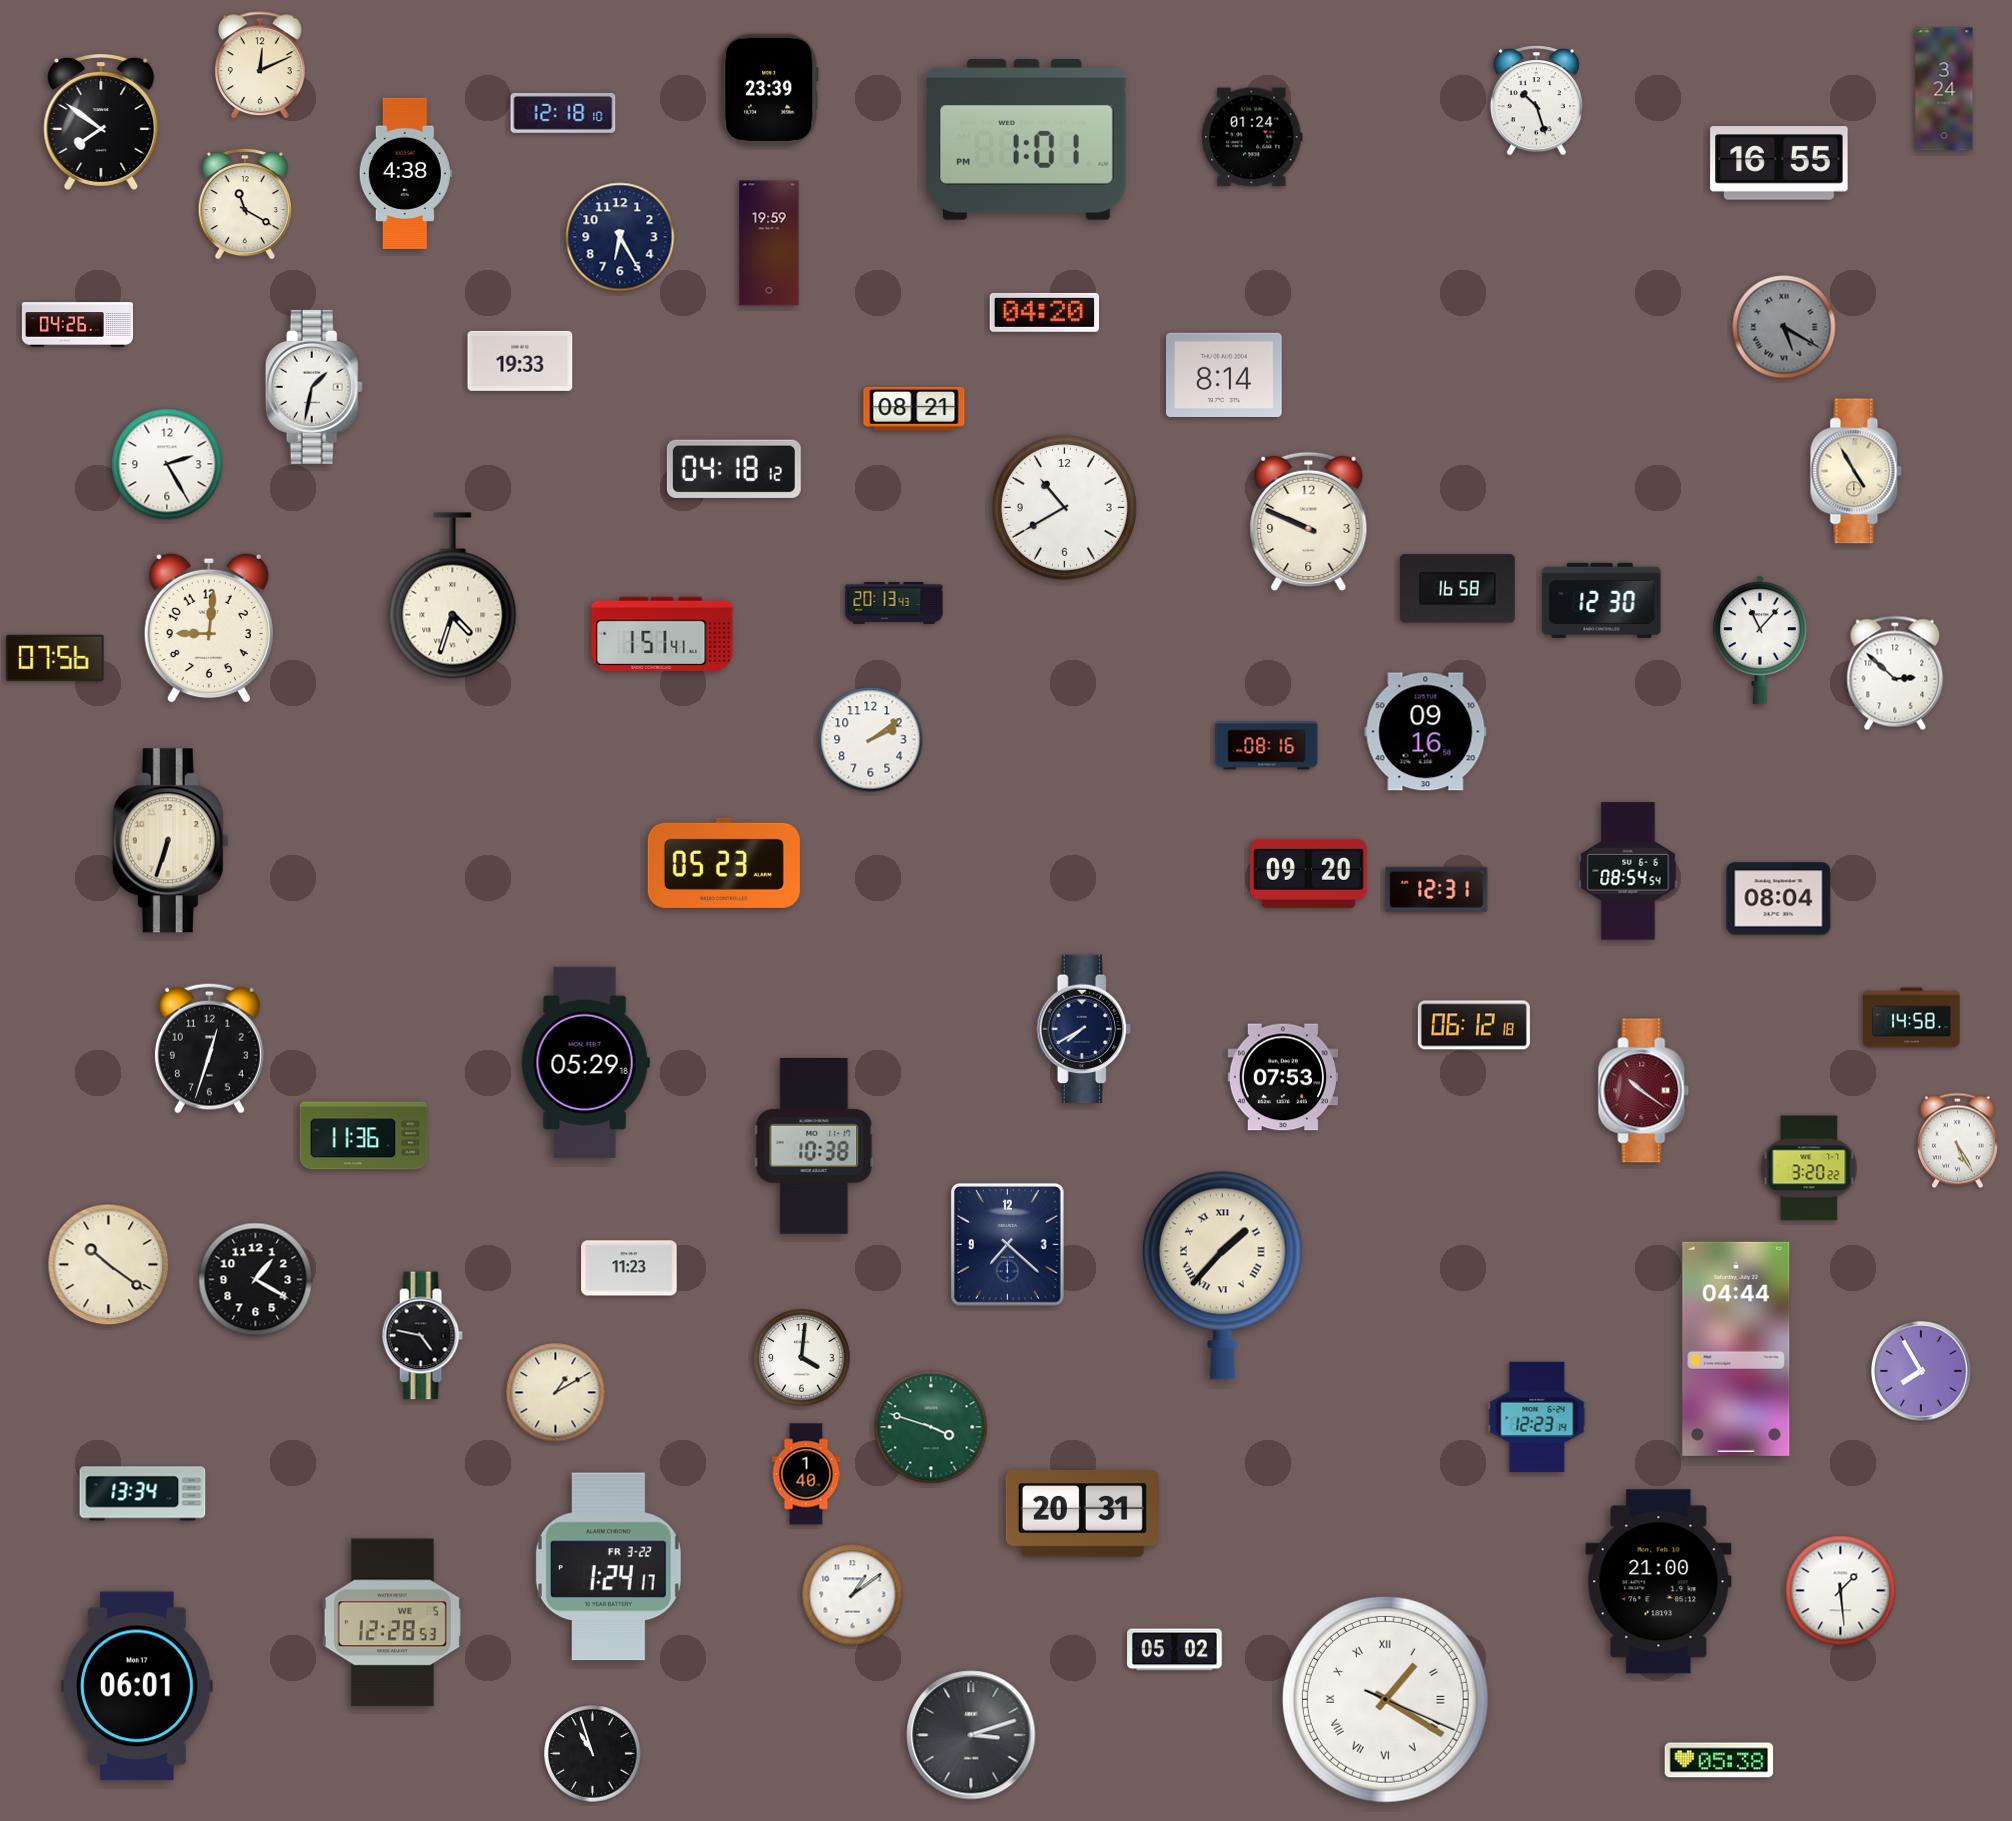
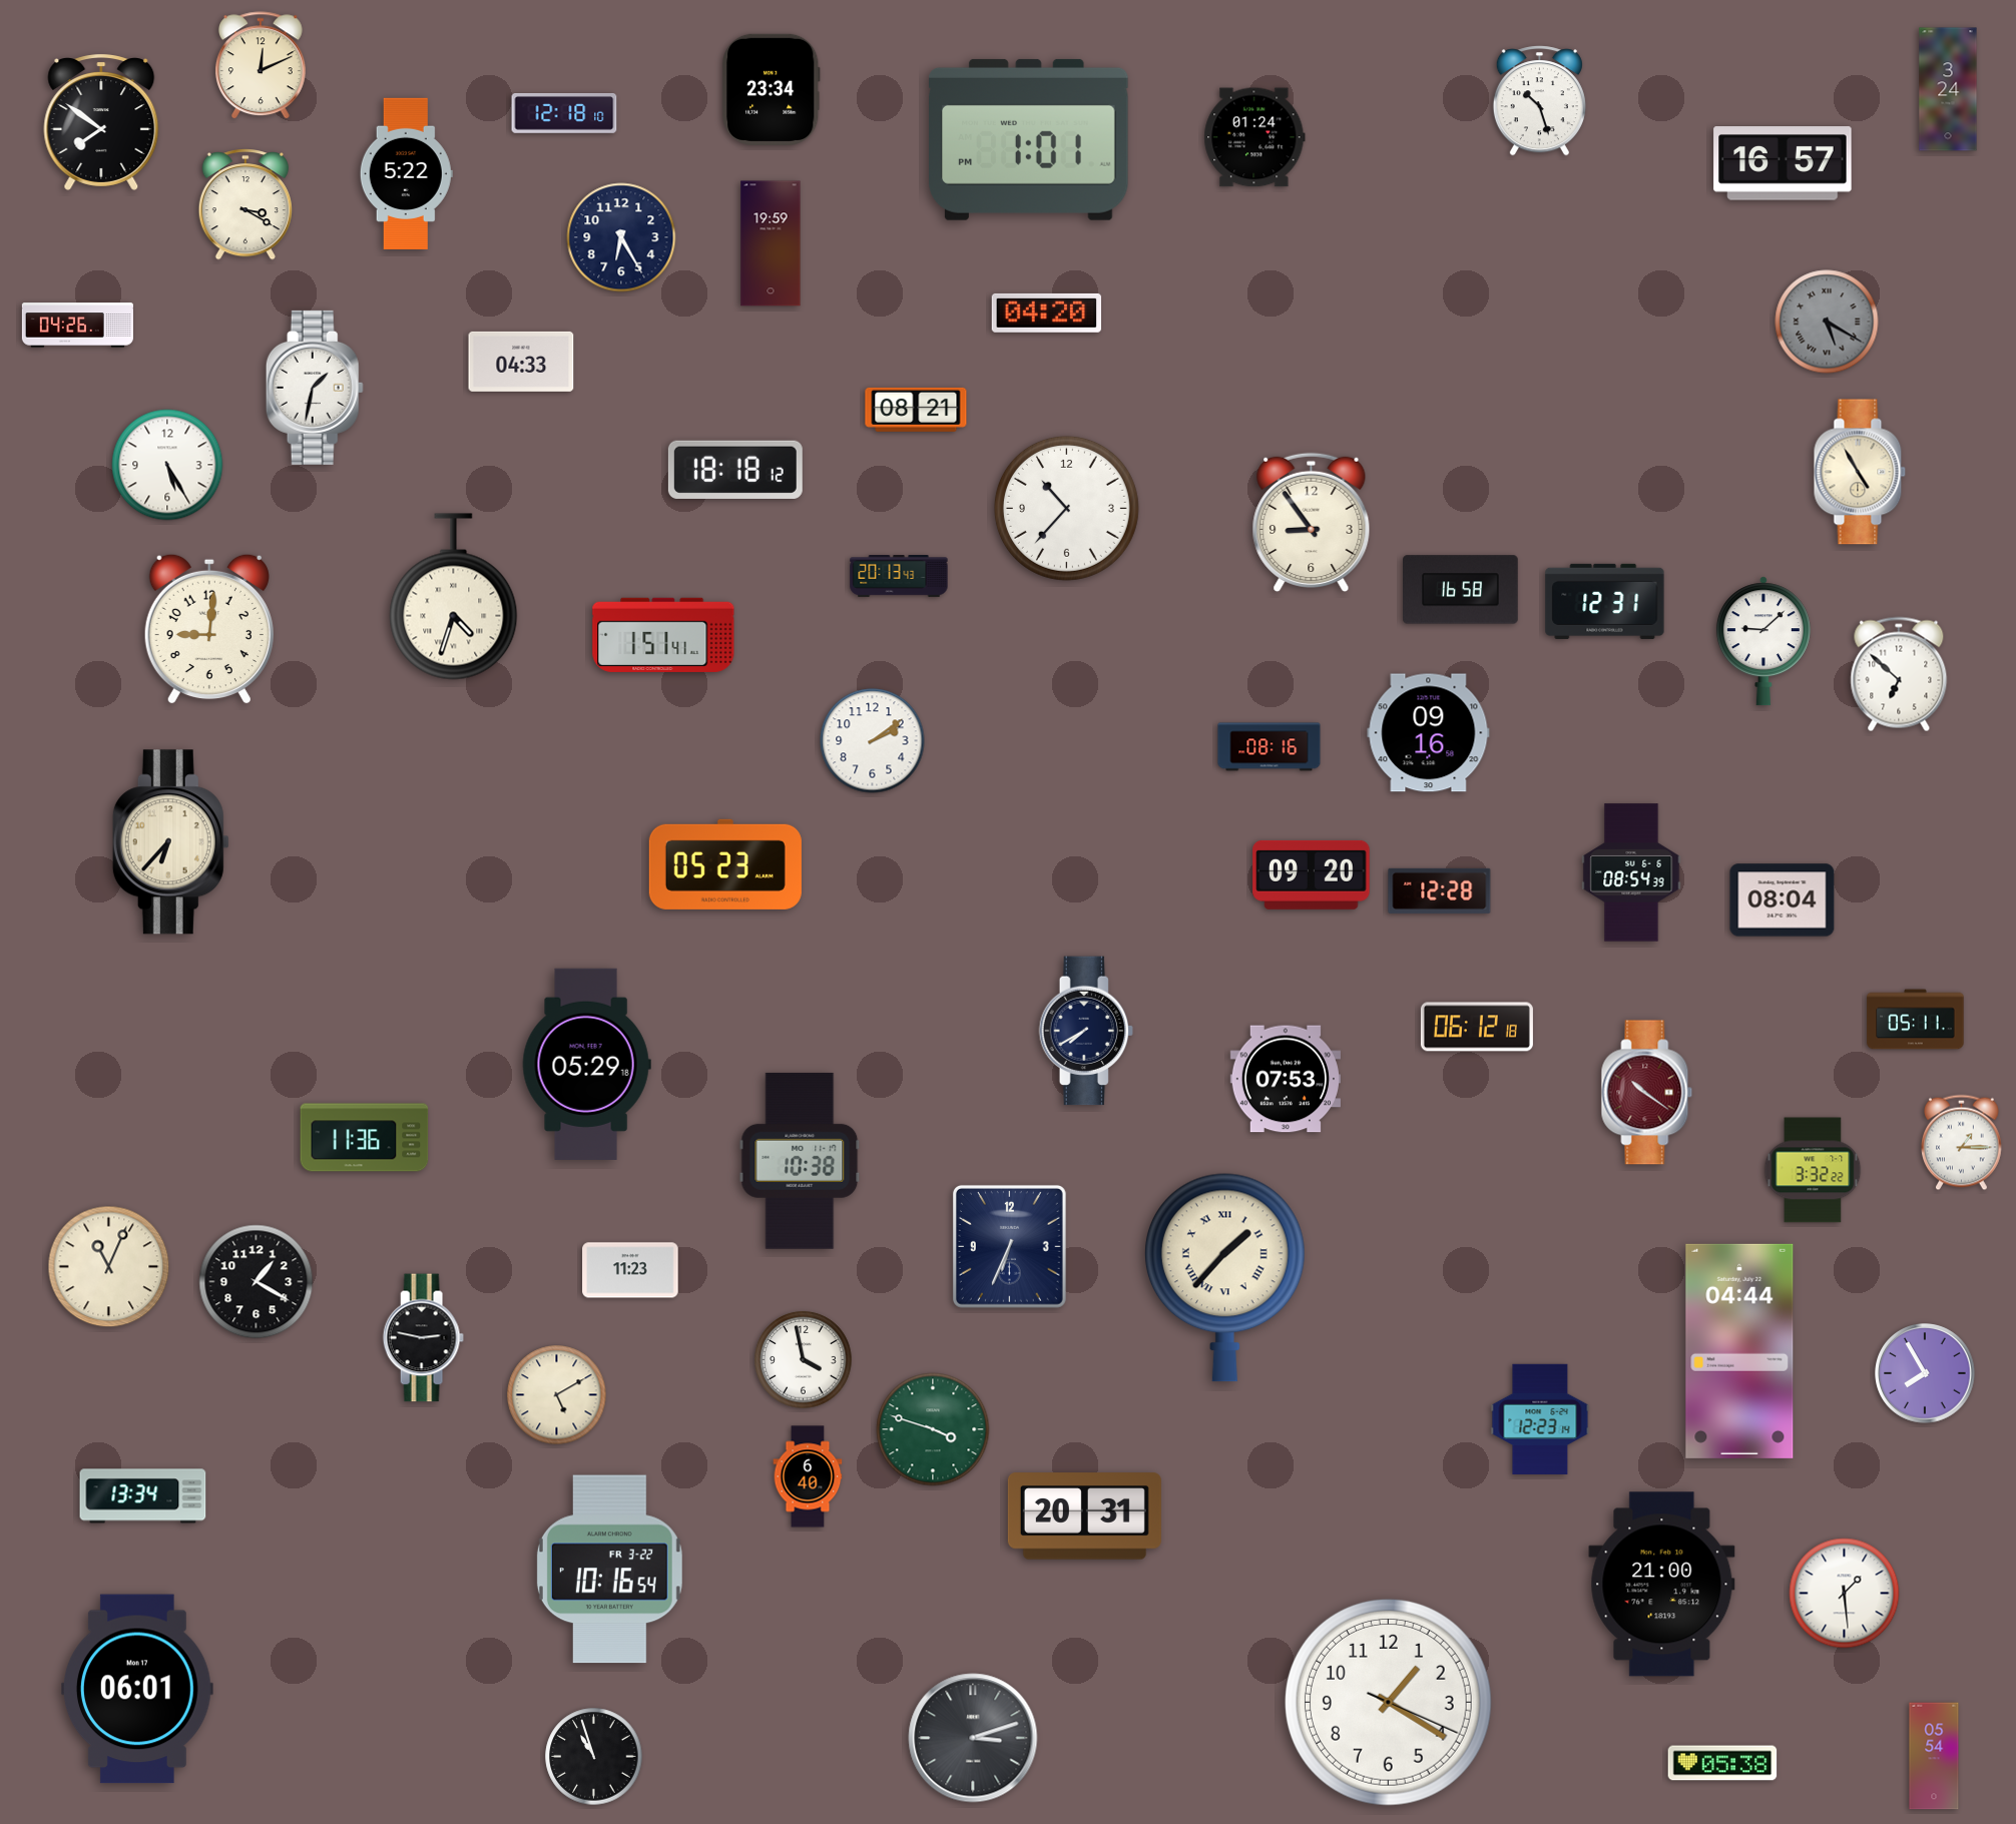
clock at (770, 89): 23:39 -> 23:34
clock at (1779, 163): 16:55 -> 16:57
clock at (405, 173): 4:38 -> 5:22
clock at (245, 204): 11:20 -> 3:20
clock at (1784, 327) position: (1784, 327) -> (1827, 322)
clock at (520, 361): 19:33 -> 04:33
clock at (1224, 375): 8:14 -> none
clock at (167, 464): 2:25 -> 5:25
clock at (734, 469): 04:18 -> 18:18
clock at (1064, 507): 10:40 -> 10:37
clock at (1309, 522): 9:49 -> 8:54
clock at (1602, 600): 12:30 -> 12:31
clock at (894, 604) position: (894, 604) -> (899, 577)
clock at (1760, 640): 11:07 -> 9:08
clock at (55, 658): 07:56 -> none
clock at (1895, 673): 2:52 -> 6:52
clock at (170, 841): 6:33 -> 6:37
clock at (1628, 871): 08:54:54 -> 08:54:39
clock at (1437, 889): 12:31 -> 12:28
clock at (1912, 1018): 14:58 -> 05:11
clock at (209, 1048): 12:33 -> none
clock at (1958, 1141): 5:25 -> 1:15
clock at (814, 1146) position: (814, 1146) -> (800, 1161)
clock at (1809, 1168): 3:20 -> 3:32
clock at (1007, 1244): 7:22 -> 6:34
clock at (109, 1265): 10:21 -> 11:04
clock at (422, 1336): 4:47 -> 2:47
clock at (802, 1358): 4:01 -> 3:58
clock at (556, 1393): 1:10 -> 5:10
clock at (806, 1474): 1:40 -> 6:40
clock at (608, 1567): 1:24 -> 10:16
clock at (853, 1595): 1:09 -> none
clock at (392, 1623): 12:28 -> none
clock at (1175, 1650): 05:02 -> none
clock at (1385, 1699) numerals: Roman -> Arabic
clock at (1934, 1756): none -> 05:54
